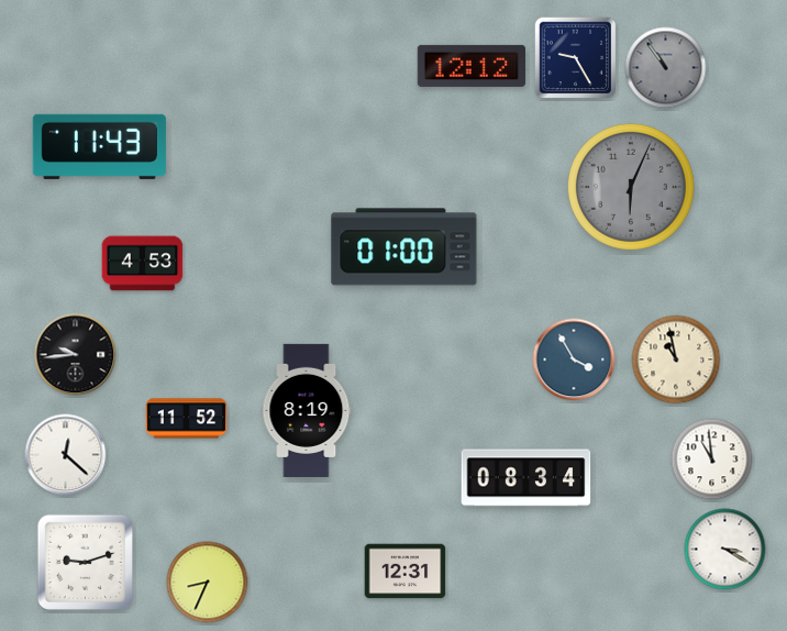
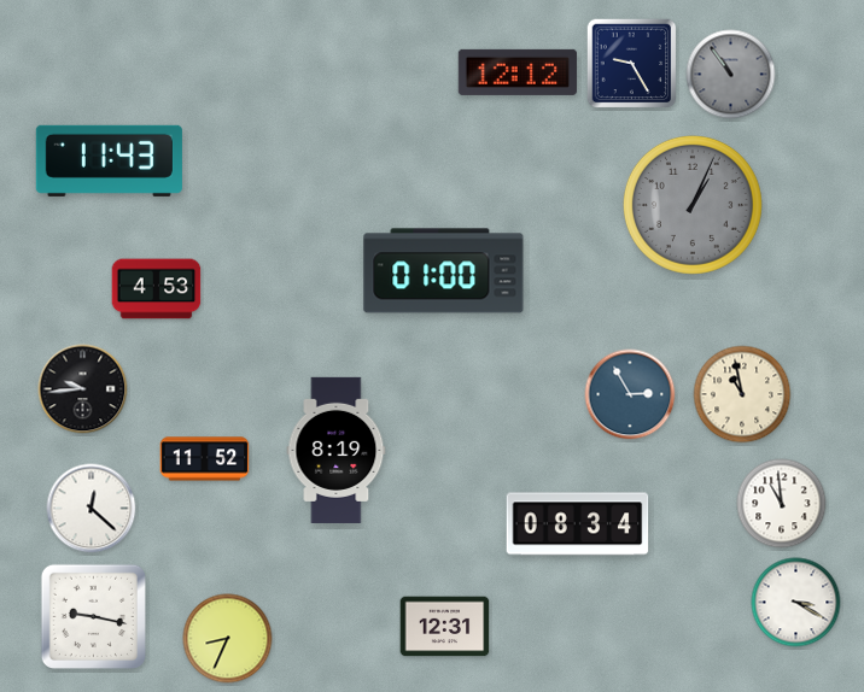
clock at (631, 187): 6:04 -> 1:04
clock at (574, 359): 3:55 -> 2:55
clock at (66, 455) position: (66, 455) -> (92, 509)
clock at (85, 562): 9:12 -> 9:17
